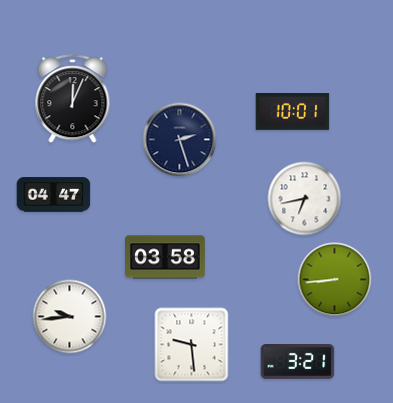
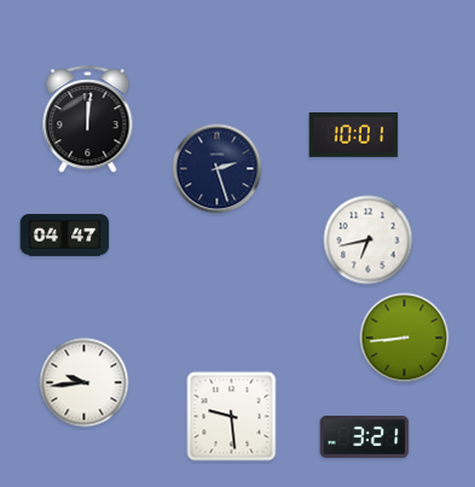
clock at (73, 99): 12:04 -> 12:01
clock at (166, 257): 03:58 -> none
clock at (298, 362) position: (298, 362) -> (365, 437)
